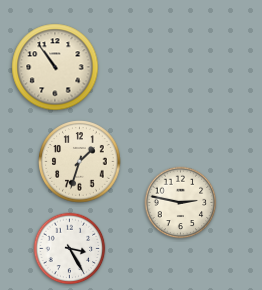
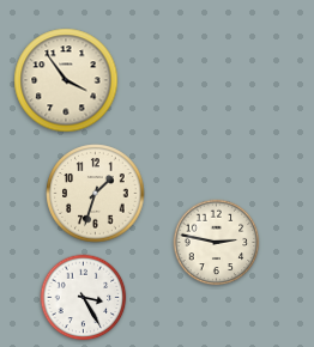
clock at (55, 67): 10:54 -> 3:54
